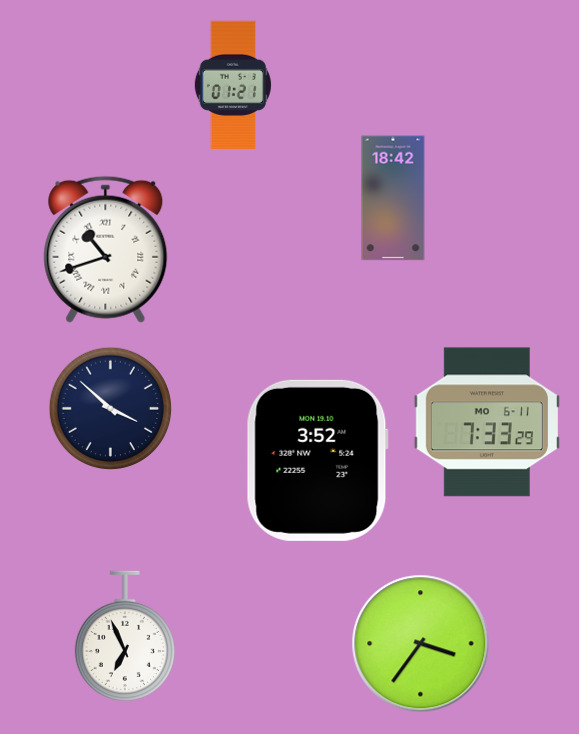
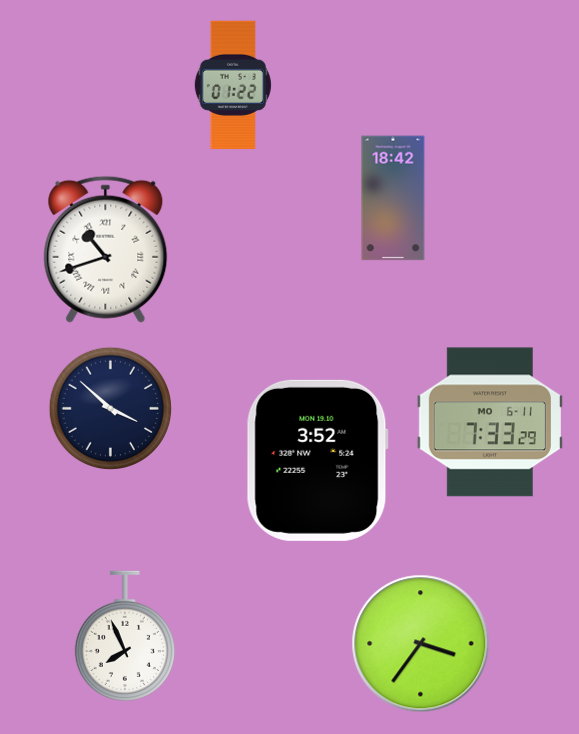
clock at (233, 85): 01:21 -> 01:22
clock at (487, 422) position: (487, 422) -> (490, 422)
clock at (125, 635): 6:56 -> 7:56
